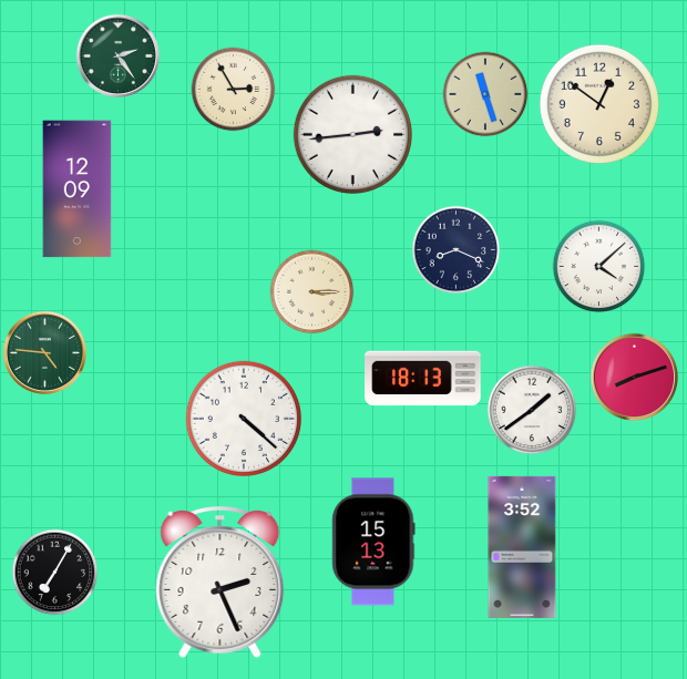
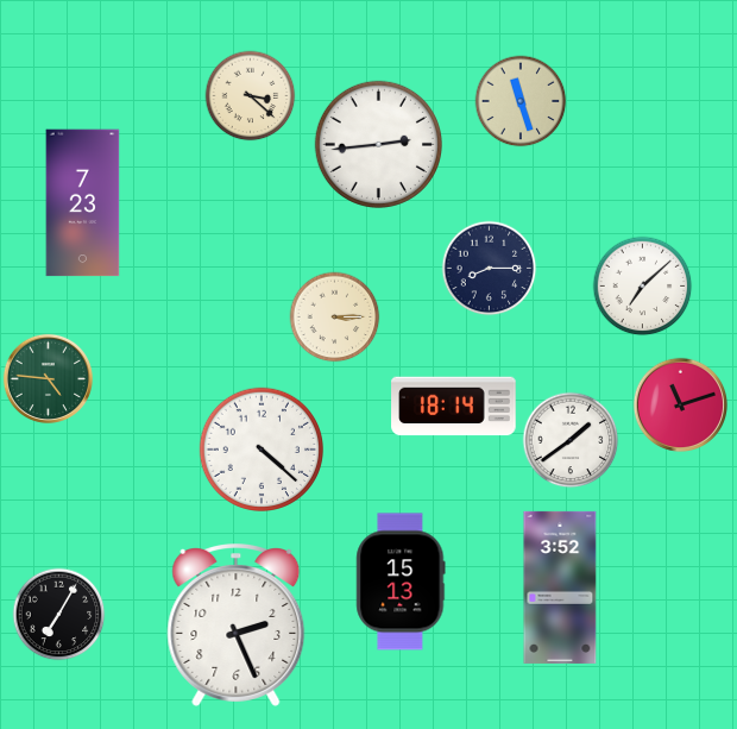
clock at (117, 55): 2:24 -> none
clock at (234, 90): 2:55 -> 3:22
clock at (599, 104): 12:51 -> none
clock at (78, 189): 12:09 -> 7:23
clock at (457, 250): 8:19 -> 8:15
clock at (599, 267): 4:08 -> 7:08
clock at (312, 292) position: (312, 292) -> (335, 318)
clock at (634, 377): 8:12 -> 11:12
clock at (423, 379): 18:13 -> 18:14
